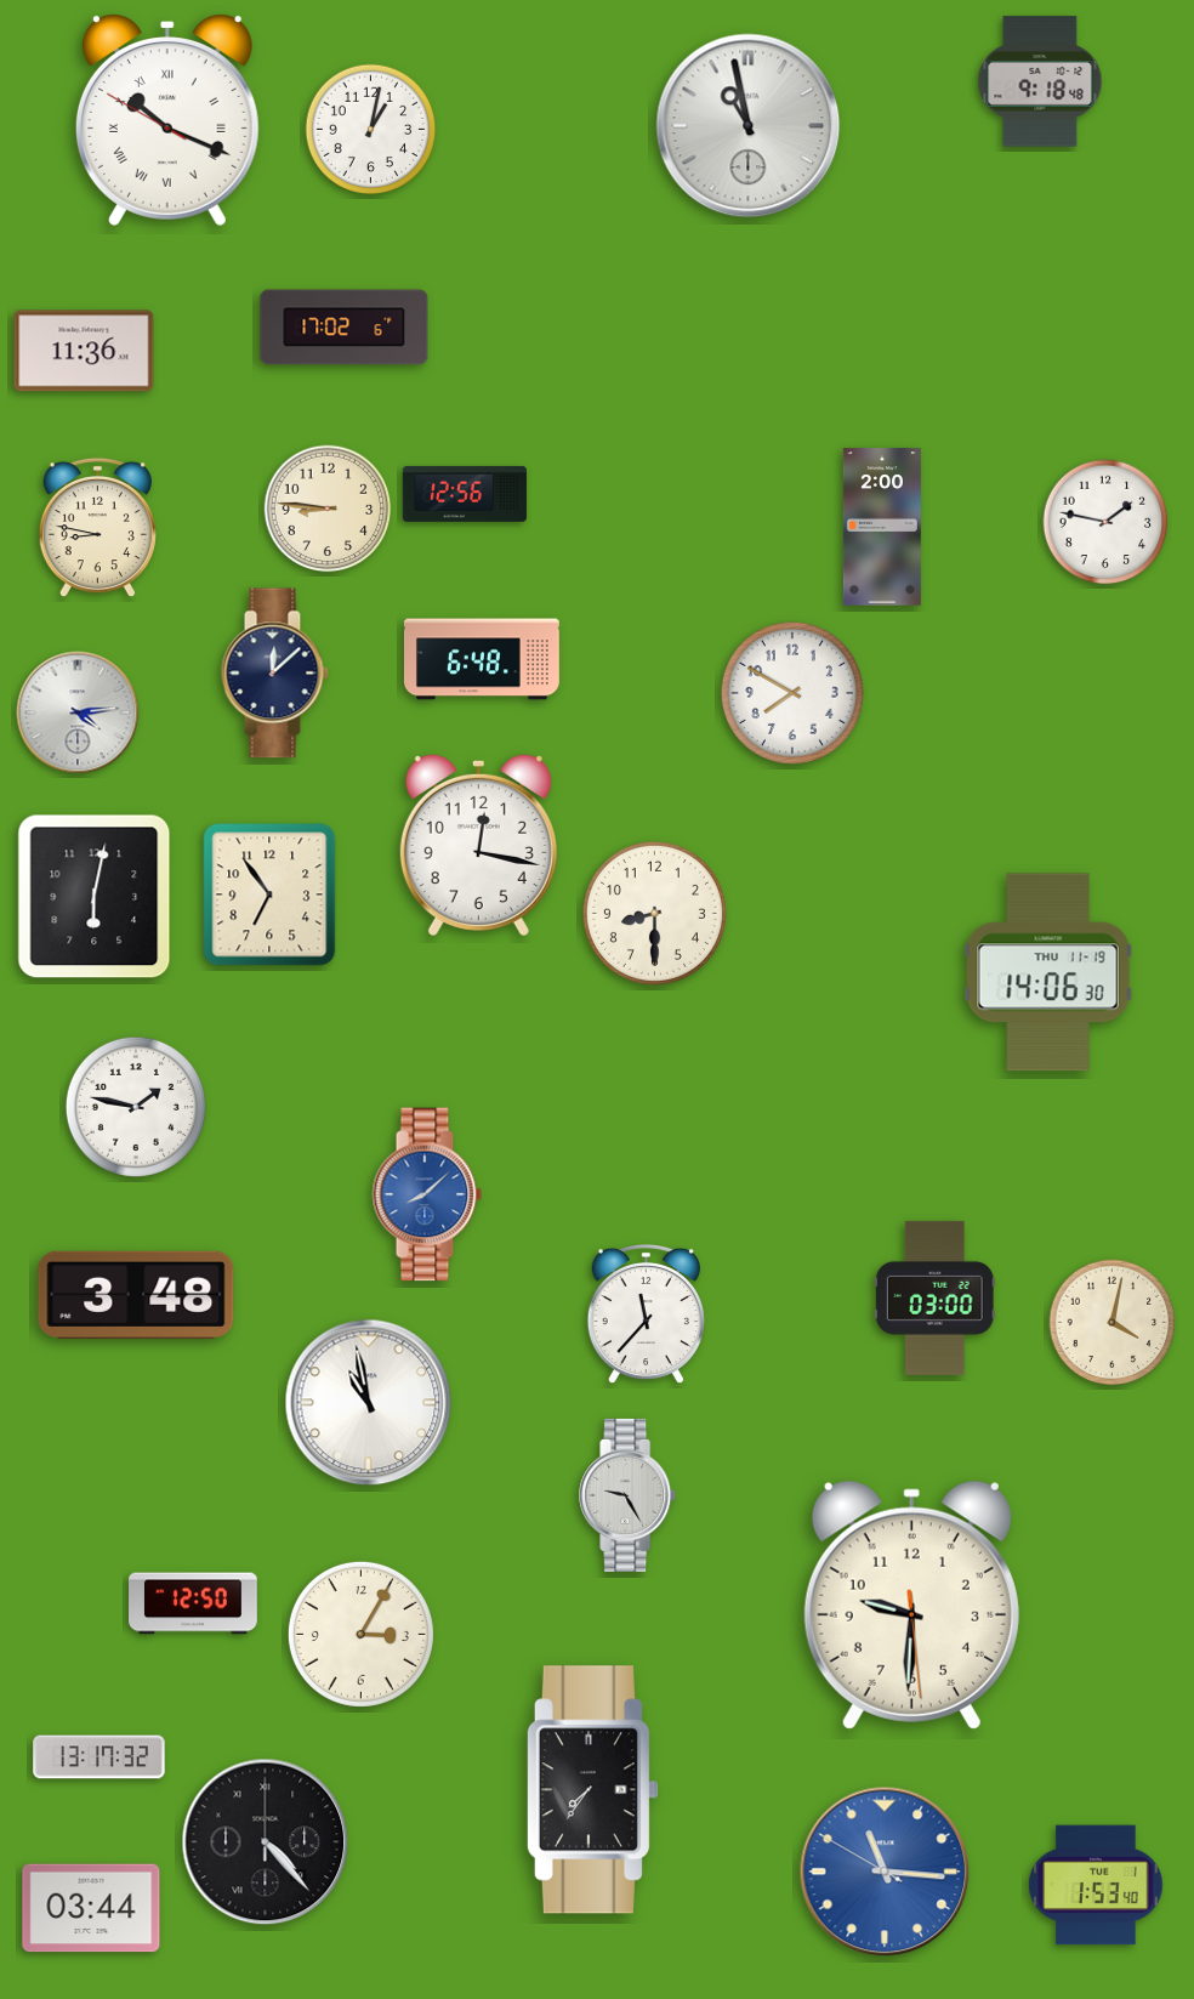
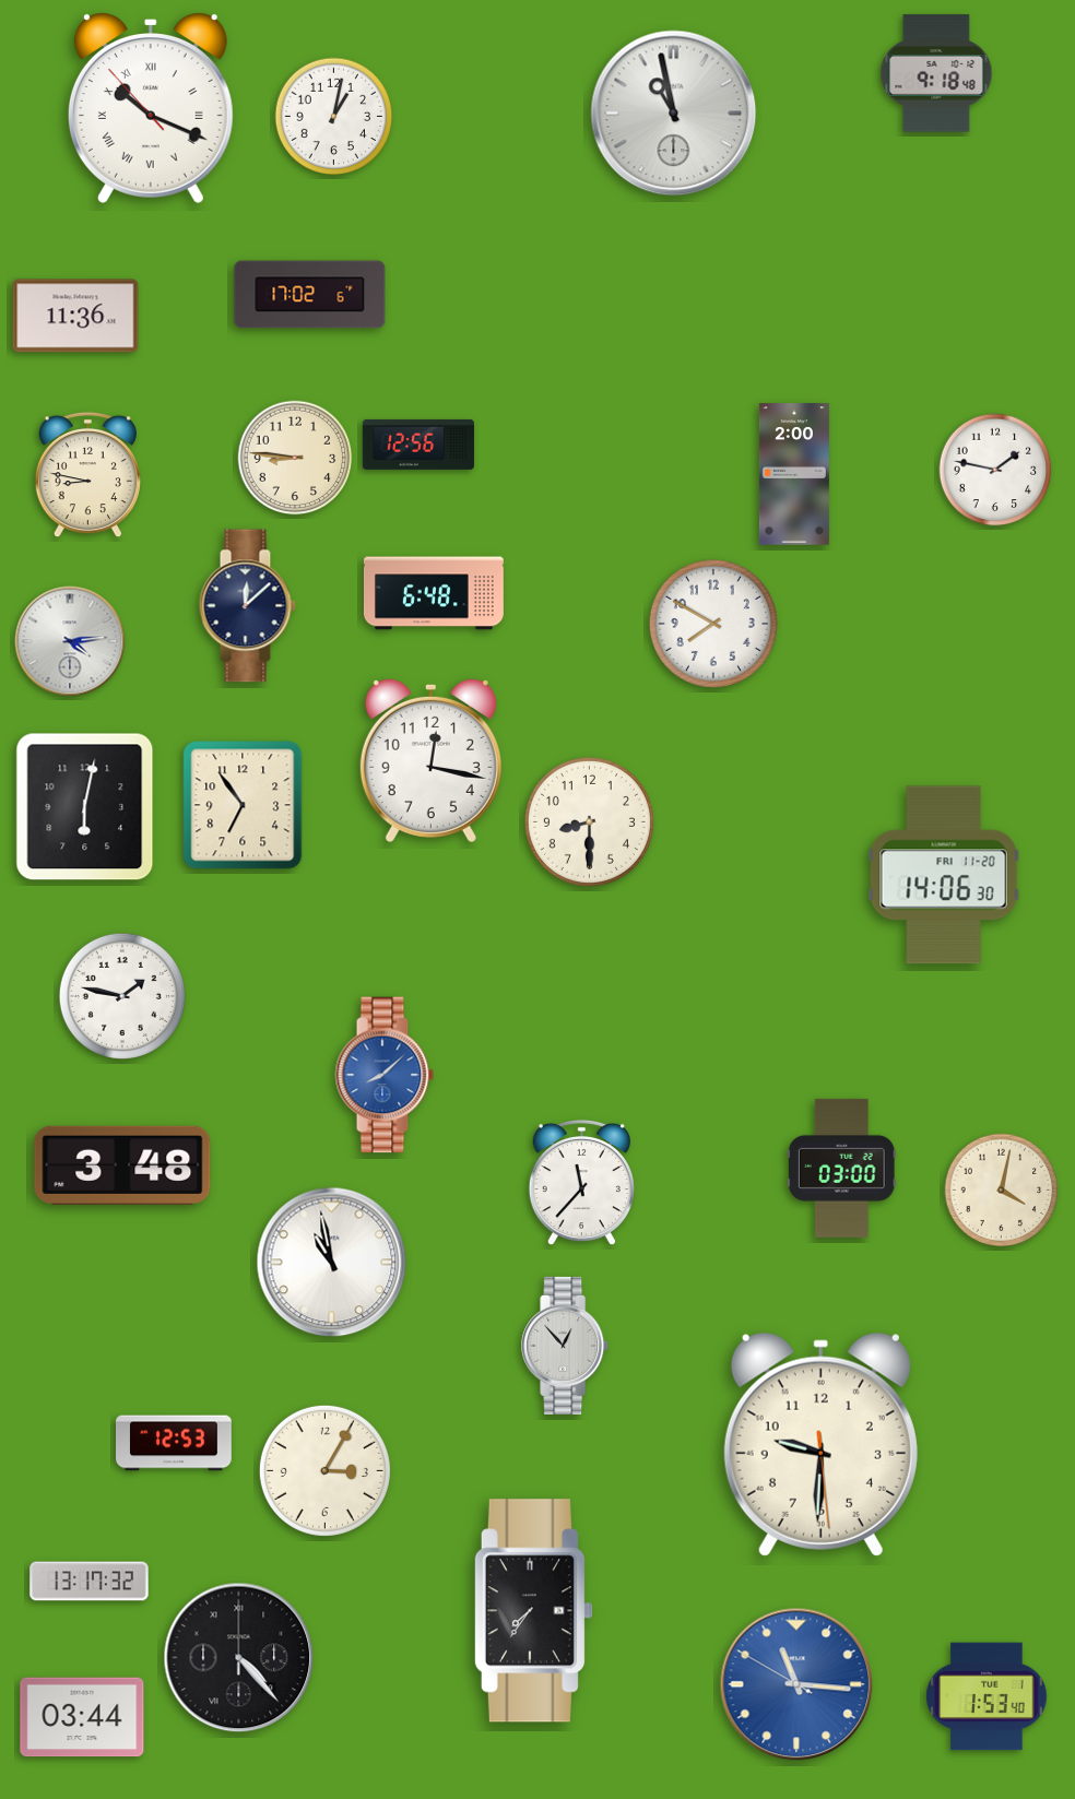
clock at (167, 120): 10:18:50 -> 10:18:53
clock at (1048, 972) date: THU 11-19 -> FRI 11-20
clock at (629, 1495): 9:25 -> 12:53
clock at (194, 1603): 12:50 -> 12:53
